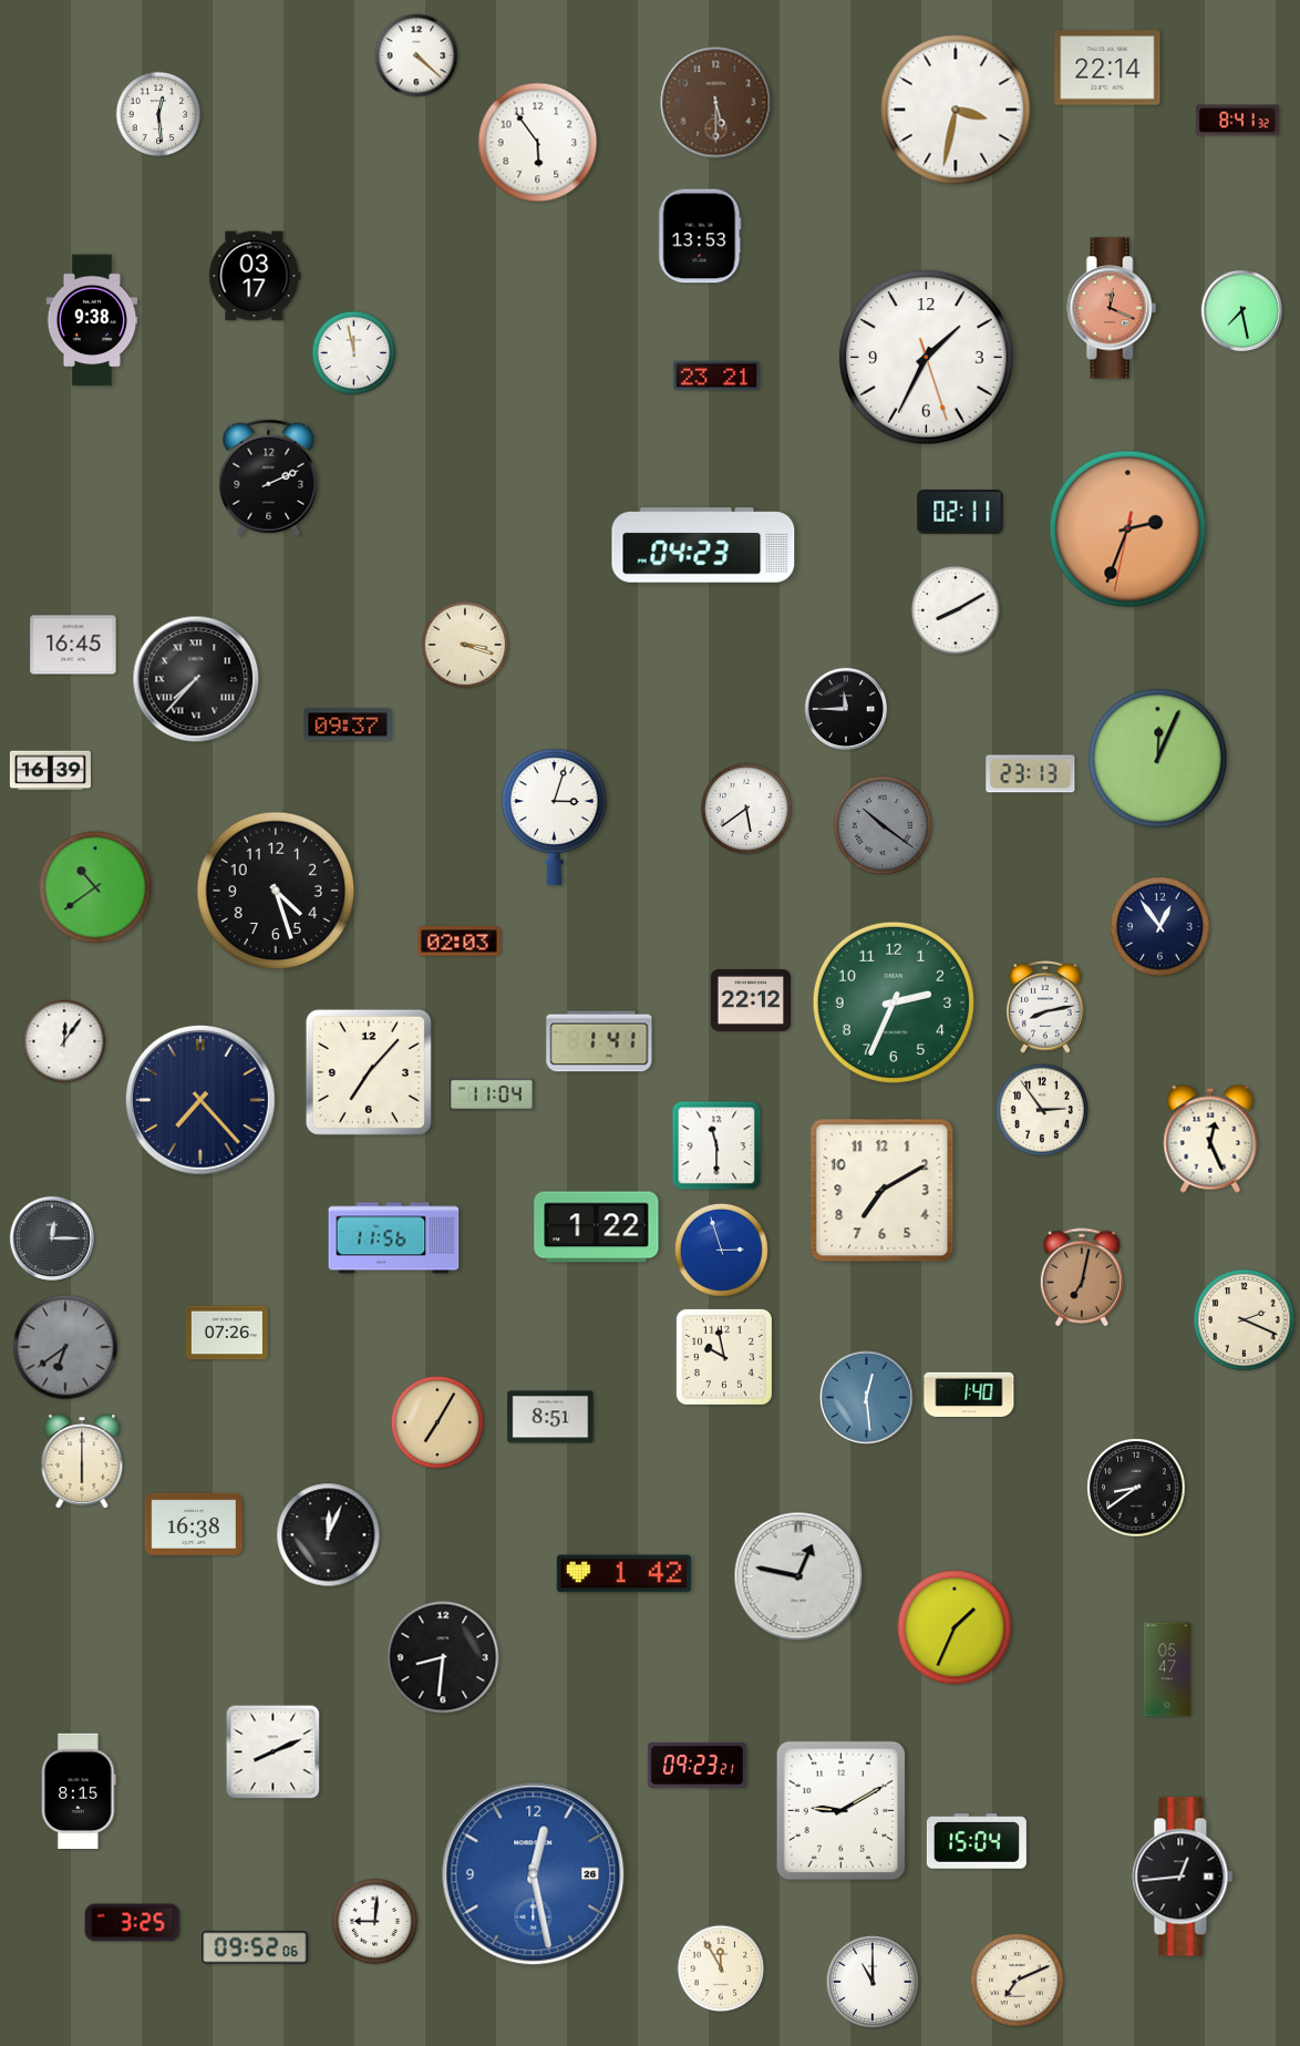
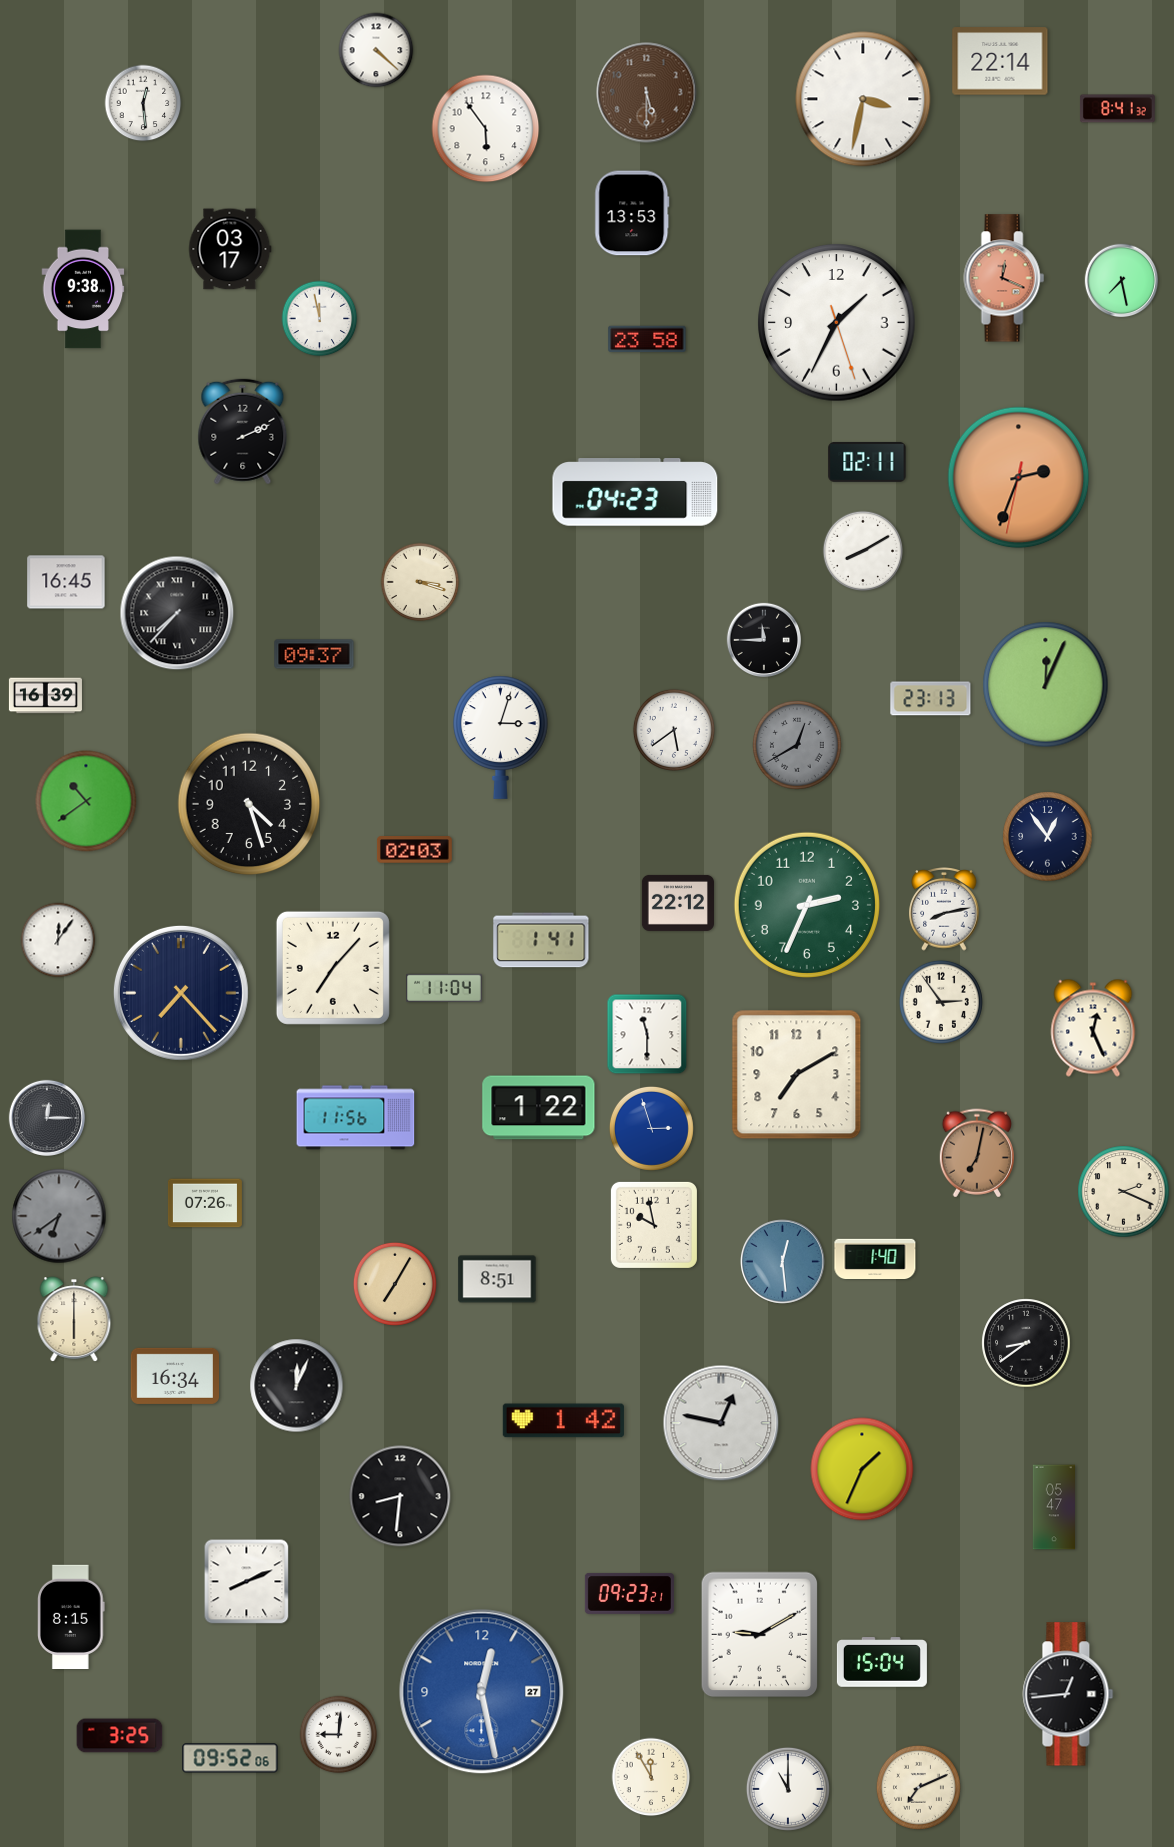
clock at (716, 376): 23:21 -> 23:58
clock at (883, 825): 10:21 -> 12:40
clock at (193, 1524): 16:38 -> 16:34
clock at (534, 1874) date: 26 -> 27
